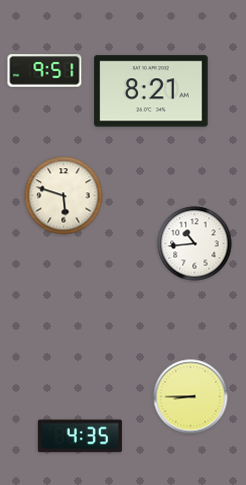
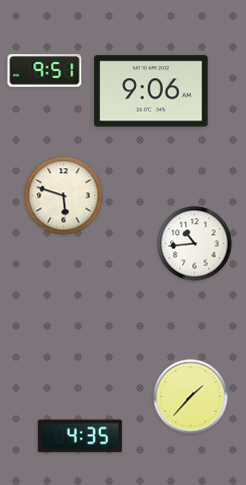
clock at (151, 91): 8:21 -> 9:06
clock at (191, 397): 8:45 -> 1:37
